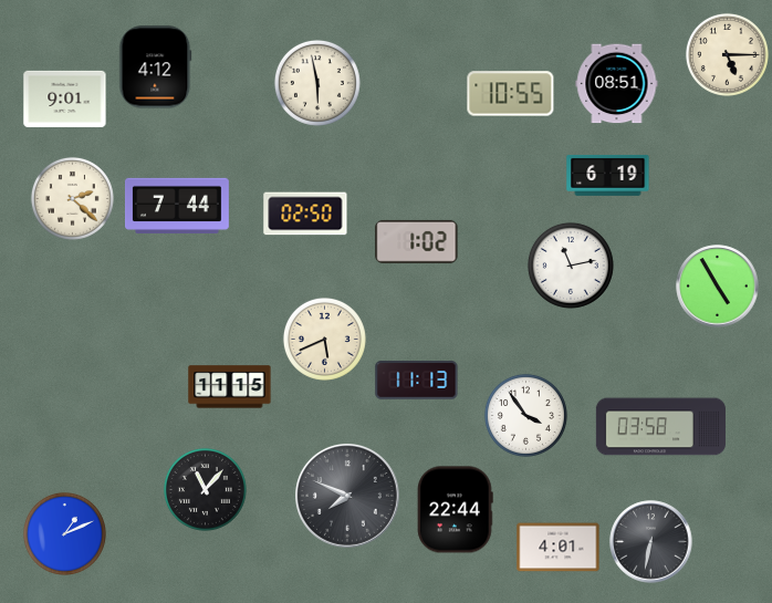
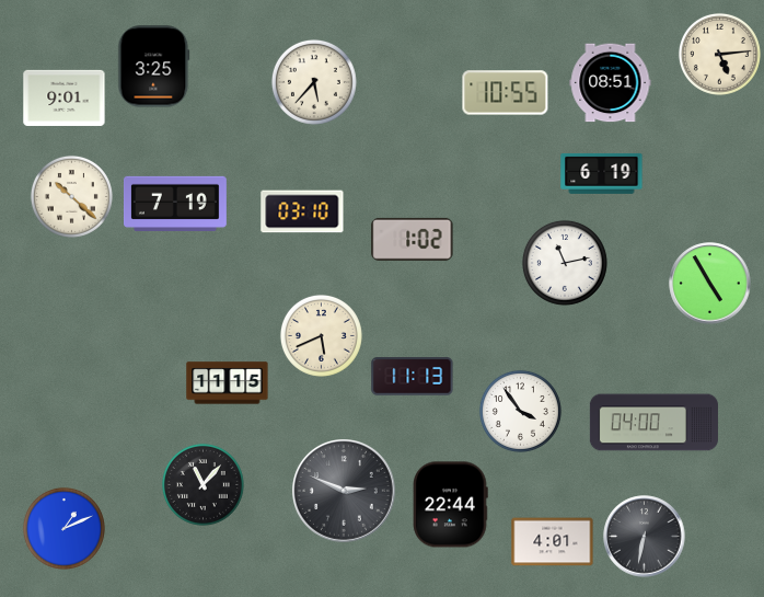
clock at (727, 54): 5:15 -> 5:14
clock at (156, 67): 4:12 -> 3:25
clock at (317, 83): 5:58 -> 5:37
clock at (72, 198): 2:22 -> 10:22
clock at (178, 206): 7:44 -> 7:19
clock at (305, 214): 02:50 -> 03:10
clock at (660, 427): 03:58 -> 04:00
clock at (348, 497): 7:49 -> 2:49
